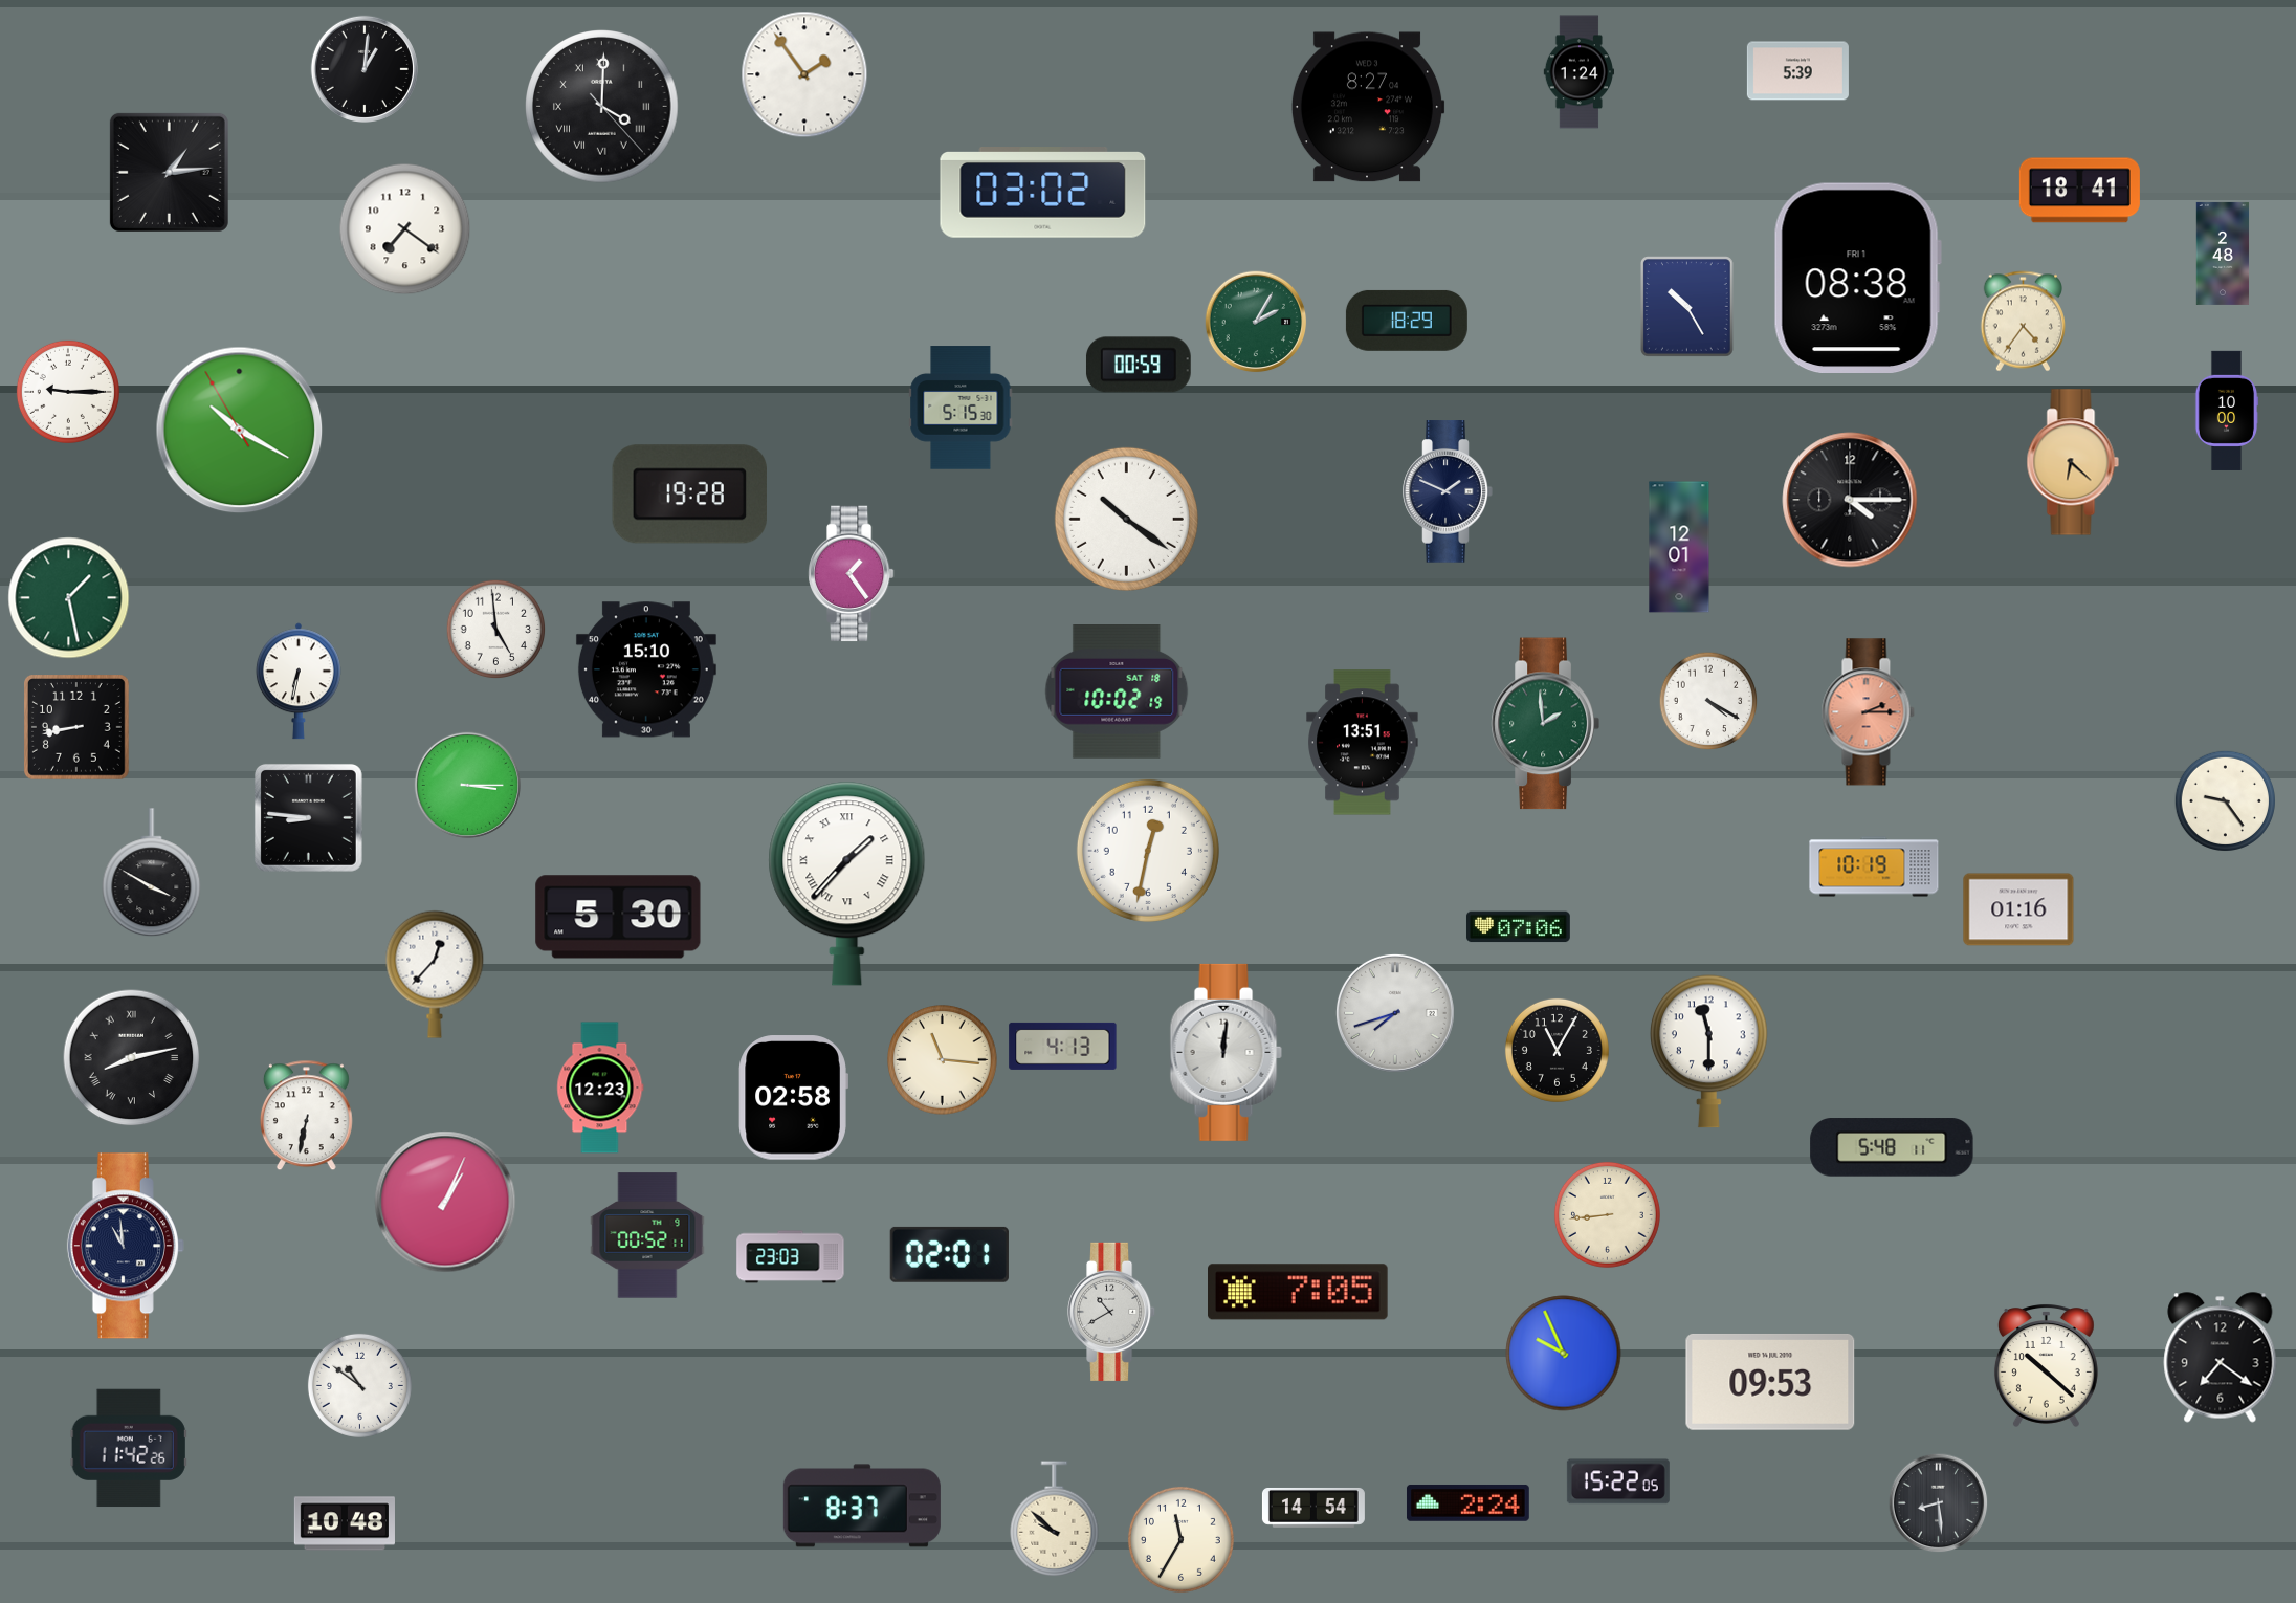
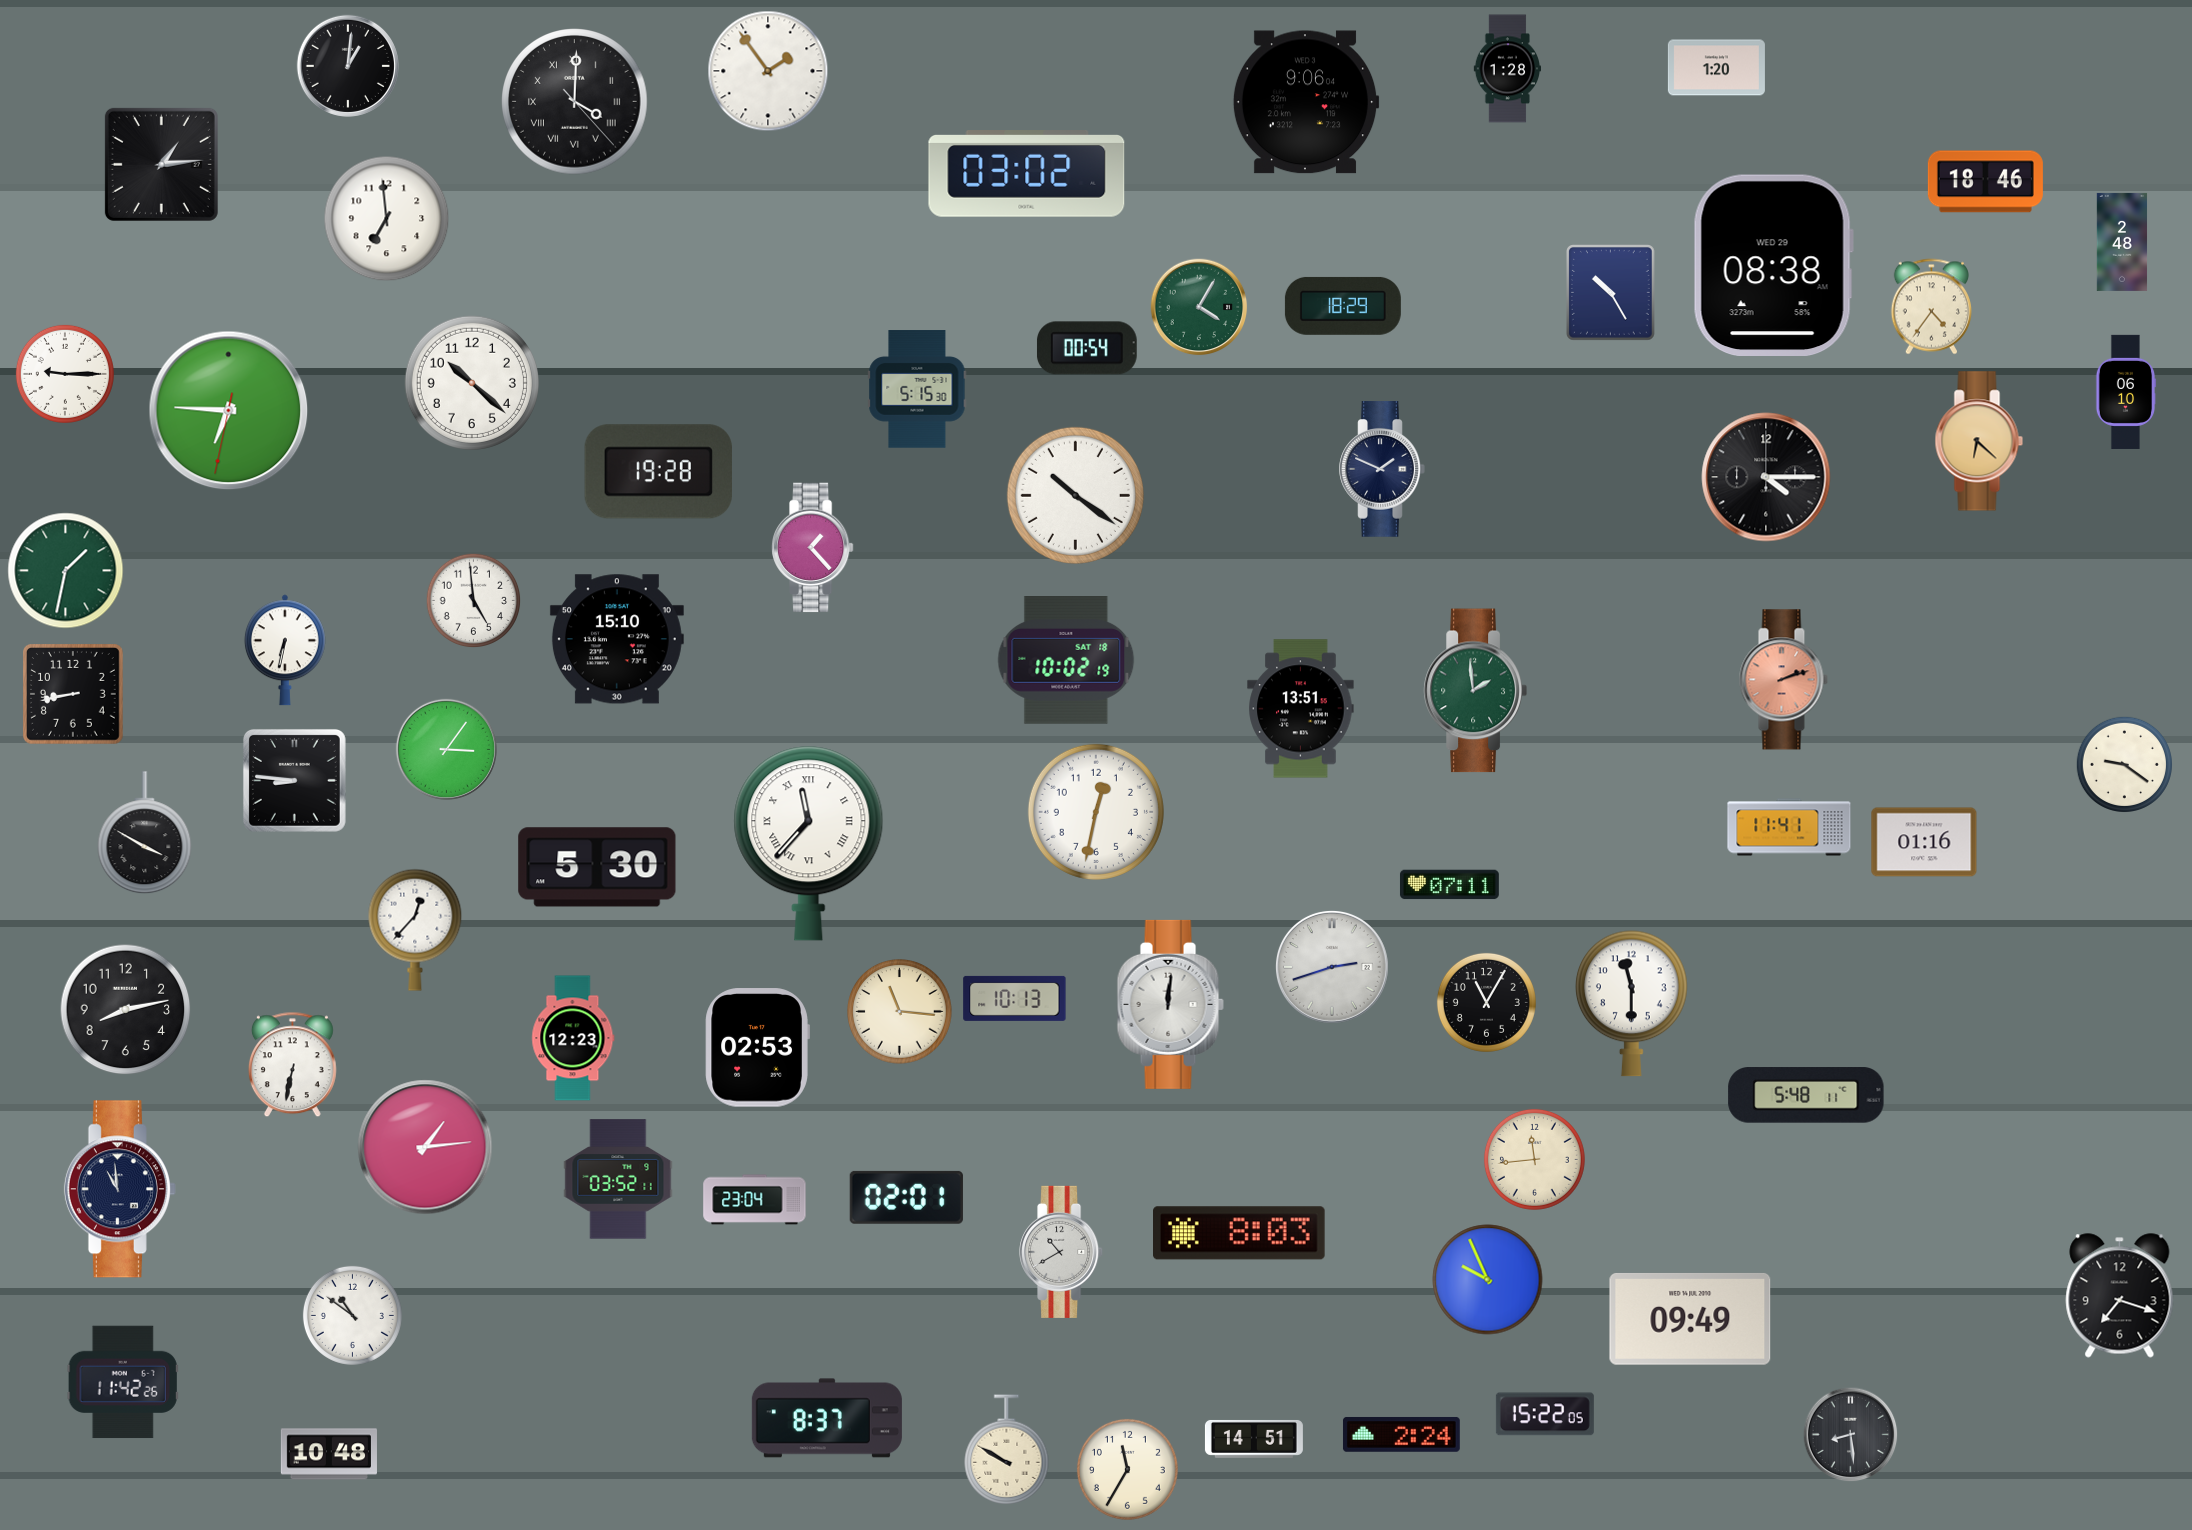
clock at (1797, 71): 5:39 -> 1:20
clock at (1579, 72): 1:24 -> 1:28
clock at (1368, 107): 8:27 -> 9:06
clock at (2079, 191): 18:41 -> 18:46
clock at (1043, 193) position: (1043, 193) -> (1027, 174)
clock at (405, 229): 7:21 -> 6:59
clock at (1857, 278) date: FRI 1 -> WED 29
clock at (1256, 322): 2:05 -> 4:05
clock at (1139, 365): 00:59 -> 00:54
clock at (472, 383): none -> 10:22
clock at (2227, 411): 10:00 -> 06:10
clock at (240, 431): 10:19 -> 6:45
clock at (1679, 547): 12:01 -> none
clock at (851, 574): 1:24 -> 1:23
clock at (69, 598): 1:28 -> 1:32
clock at (1708, 701): 4:20 -> none
clock at (1868, 712): 2:15 -> 2:12
clock at (467, 785): 3:15 -> 3:06
clock at (2225, 800): 9:24 -> 9:21
clock at (1874, 866): 10:19 -> 11:41
clock at (847, 884): 1:37 -> 11:37
clock at (2018, 909) position: (2018, 909) -> (1924, 842)
clock at (618, 917) position: (618, 917) -> (597, 867)
clock at (1518, 927): 07:06 -> 07:11
clock at (1395, 1013): 7:42 -> 2:42
clock at (1063, 1046): 4:13 -> 10:13
clock at (132, 1058) numerals: Roman -> Arabic
clock at (793, 1098): 02:58 -> 02:53
clock at (445, 1202): 1:04 -> 1:14
clock at (1607, 1214): 8:44 -> 11:44
clock at (647, 1235): 00:52 -> 03:52
clock at (791, 1257): 23:03 -> 23:04
clock at (1299, 1292): 7:05 -> 8:03
clock at (1564, 1354) position: (1564, 1354) -> (1488, 1280)
clock at (2221, 1358): 7:21 -> 7:18
clock at (2046, 1365): 10:22 -> none
clock at (1770, 1382): 09:53 -> 09:49
clock at (359, 1385) position: (359, 1385) -> (352, 1315)
clock at (862, 1506) position: (862, 1506) -> (827, 1418)
clock at (1313, 1508): 14:54 -> 14:51
clock at (1055, 1518): 9:52 -> 9:50
